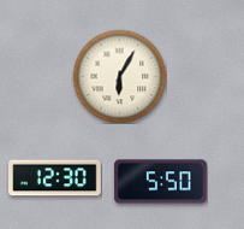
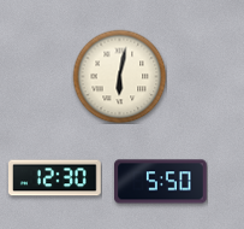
clock at (119, 76): 6:05 -> 6:02
